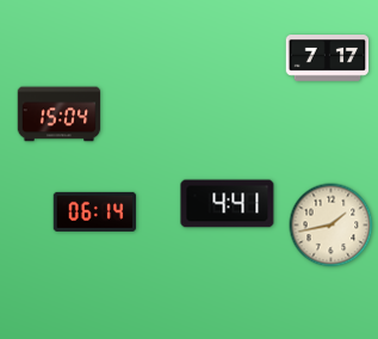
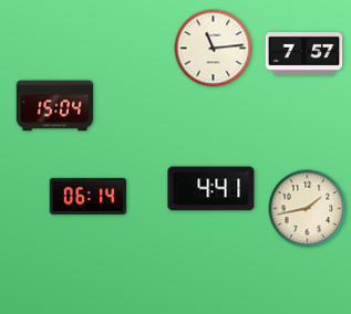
clock at (214, 49): none -> 11:14
clock at (328, 58): 7:17 -> 7:57
